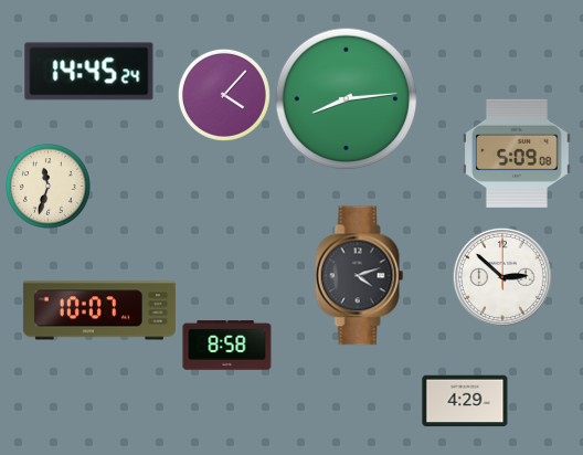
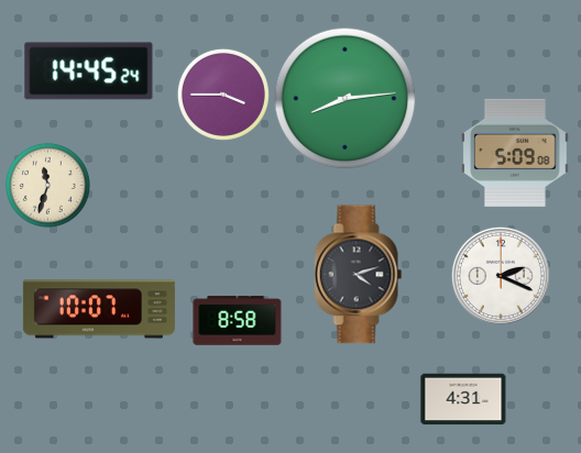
clock at (224, 95): 4:07 -> 3:45
clock at (502, 277): 2:52 -> 2:19
clock at (227, 346) position: (227, 346) -> (238, 321)
clock at (465, 401): 4:29 -> 4:31
